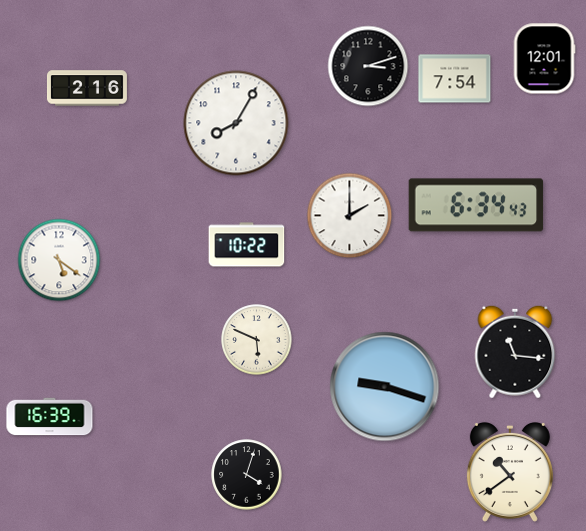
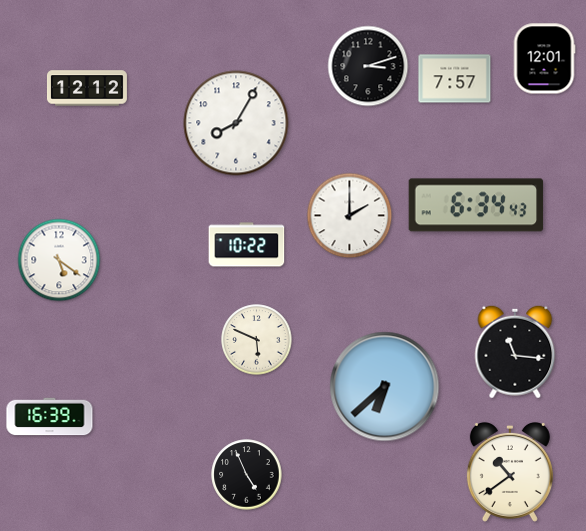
clock at (455, 79): 7:54 -> 7:57
clock at (87, 88): 2:16 -> 12:12
clock at (385, 387): 9:18 -> 6:38
clock at (247, 475): 4:03 -> 4:56
